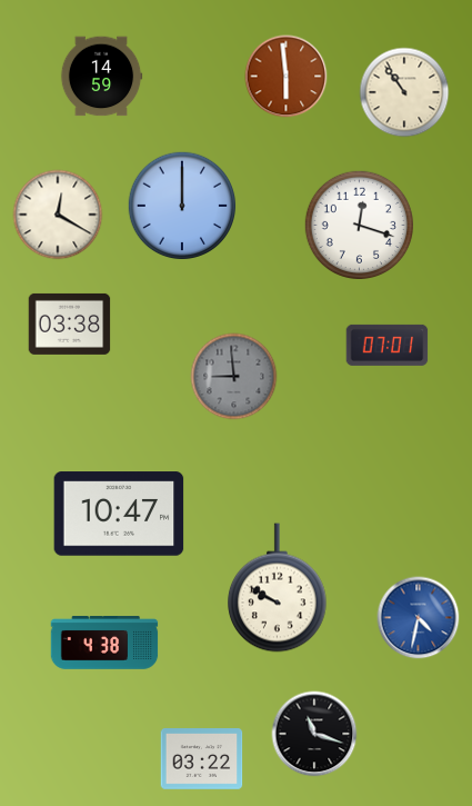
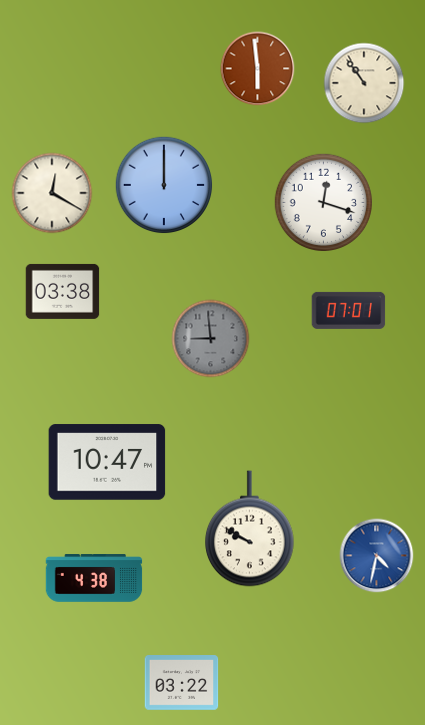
clock at (101, 77): 14:59 -> none
clock at (314, 734): 11:18 -> none
